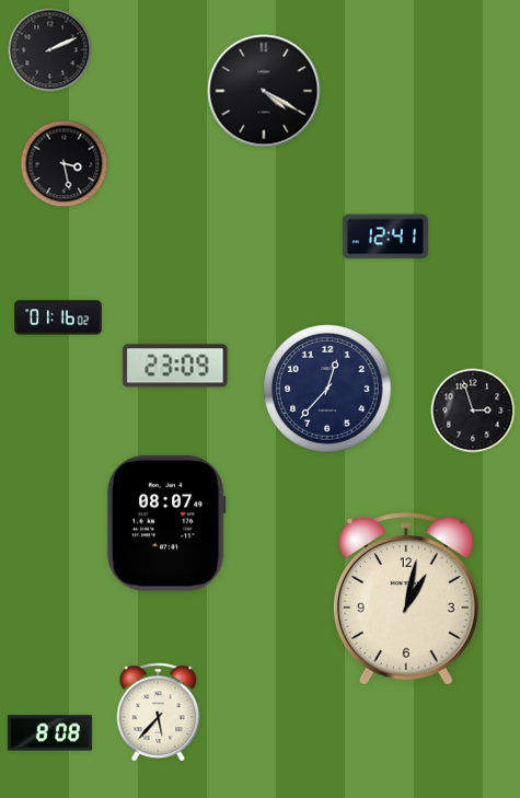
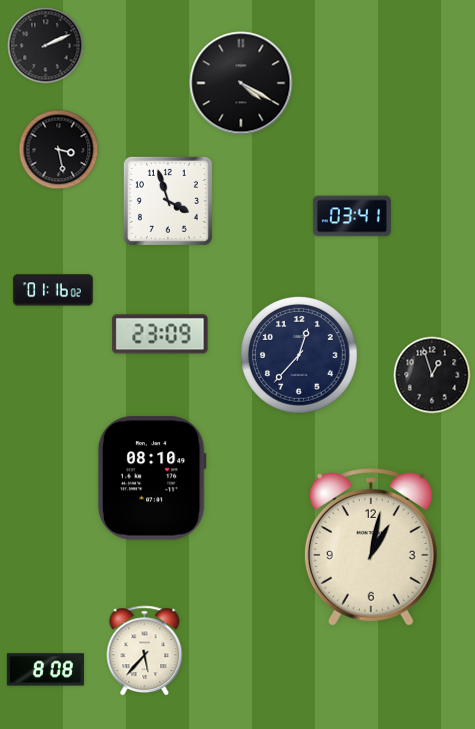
clock at (168, 201): none -> 3:57
clock at (385, 236): 12:41 -> 03:41
clock at (473, 410): 2:57 -> 12:57
clock at (166, 523): 08:07 -> 08:10
